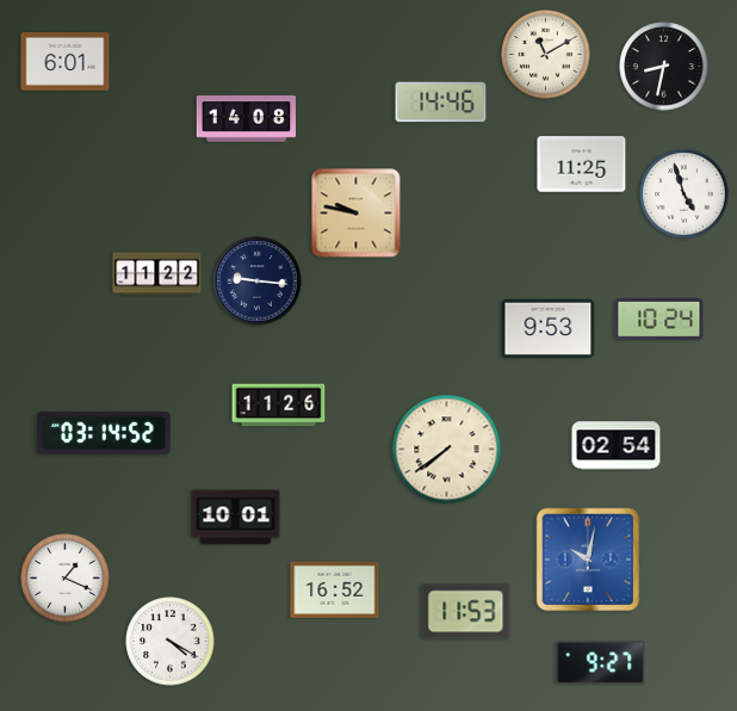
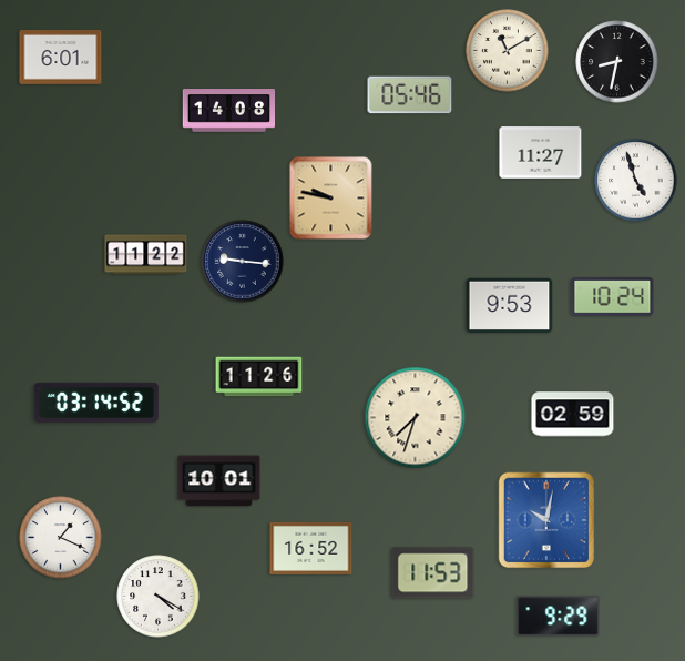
clock at (441, 103): 14:46 -> 05:46
clock at (582, 165): 11:25 -> 11:27
clock at (258, 282) position: (258, 282) -> (243, 262)
clock at (617, 446): 02:54 -> 02:59
clock at (447, 450): 7:39 -> 7:33
clock at (466, 612) position: (466, 612) -> (433, 573)
clock at (601, 663): 9:27 -> 9:29
